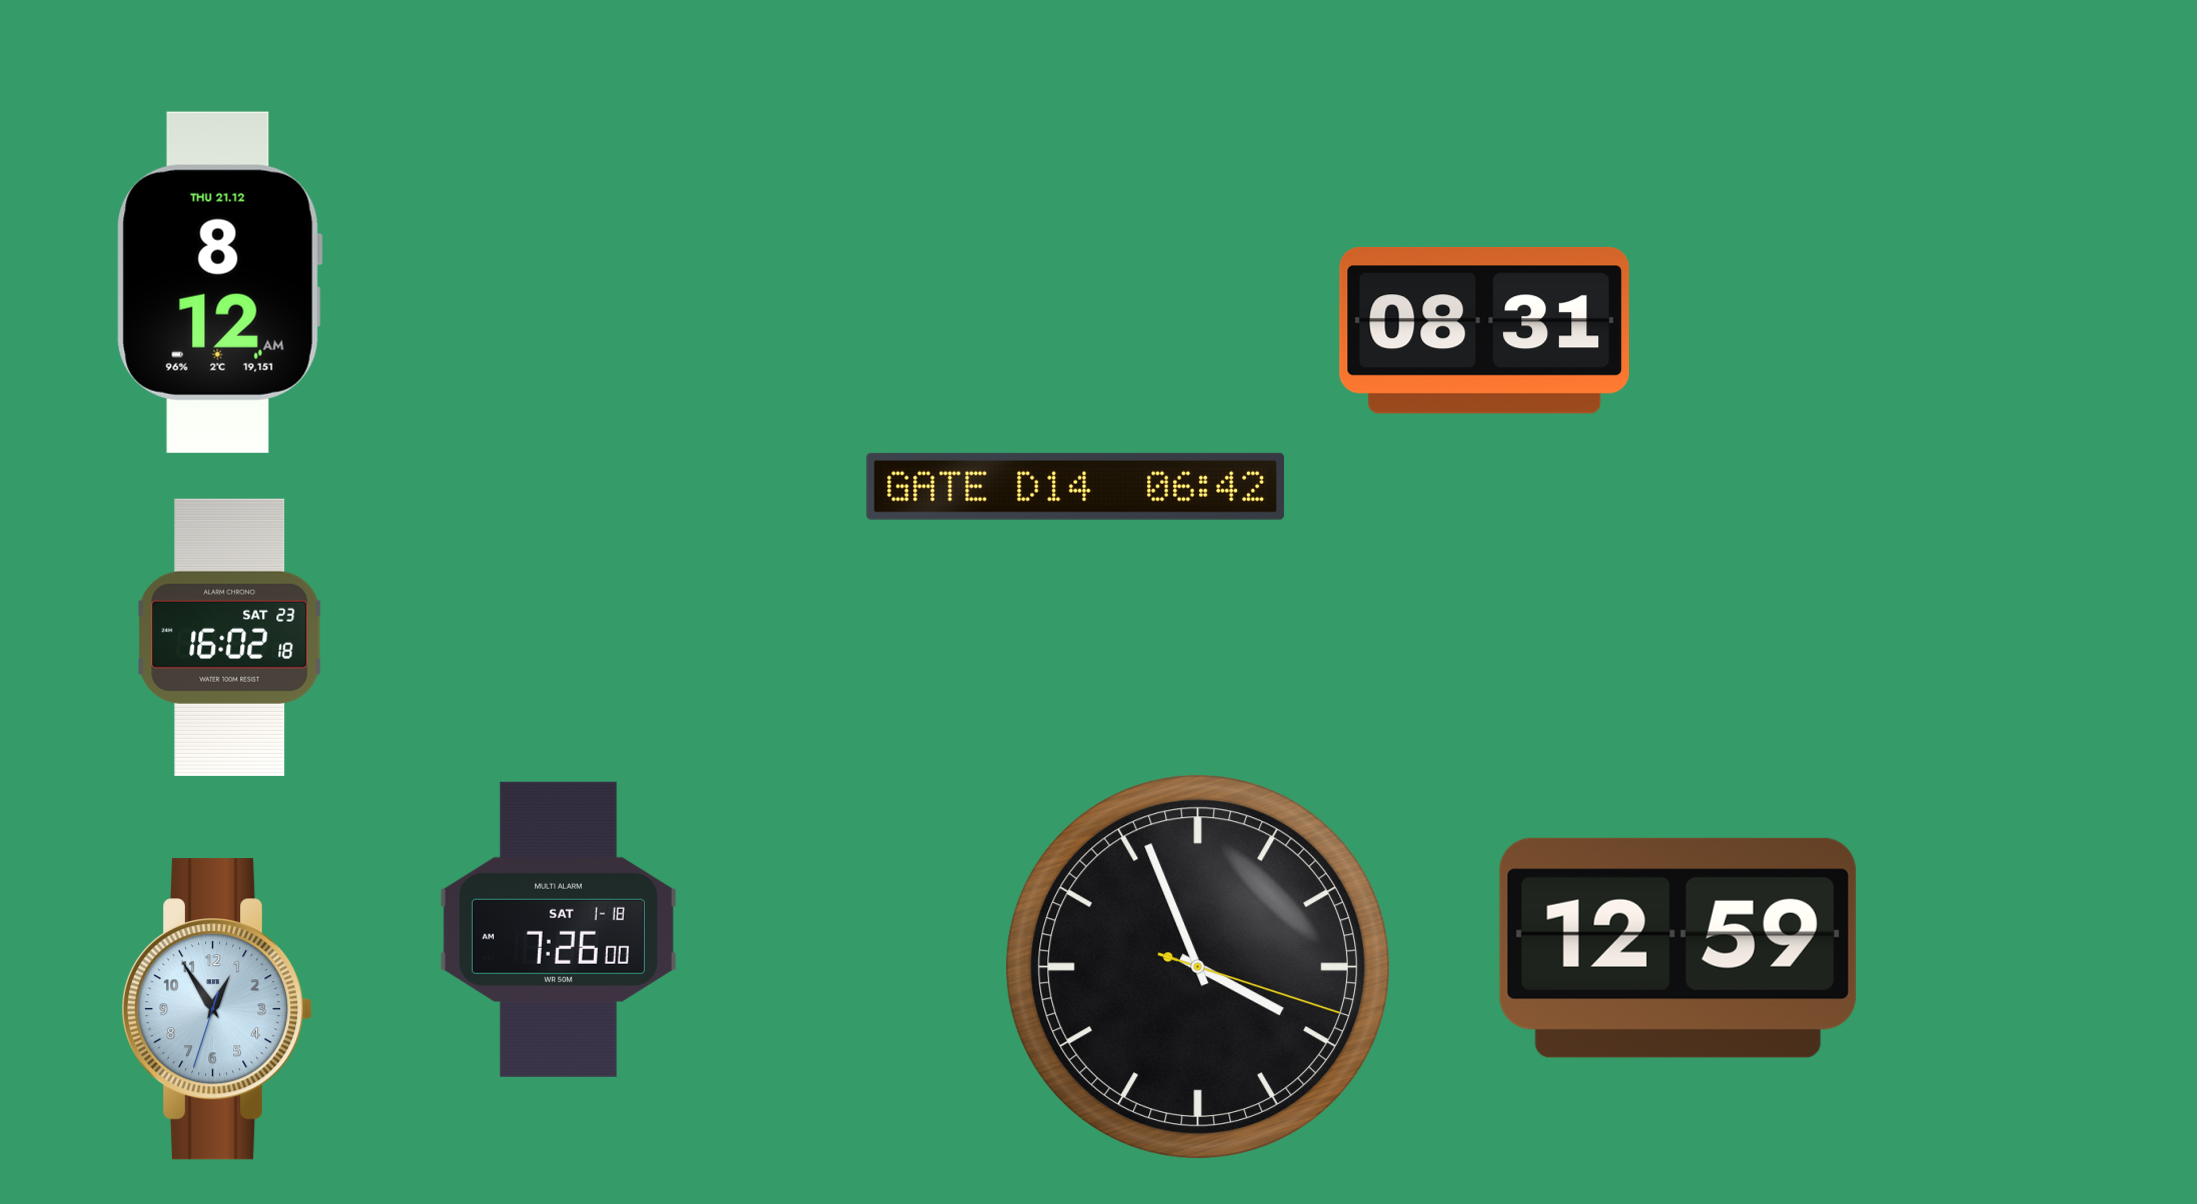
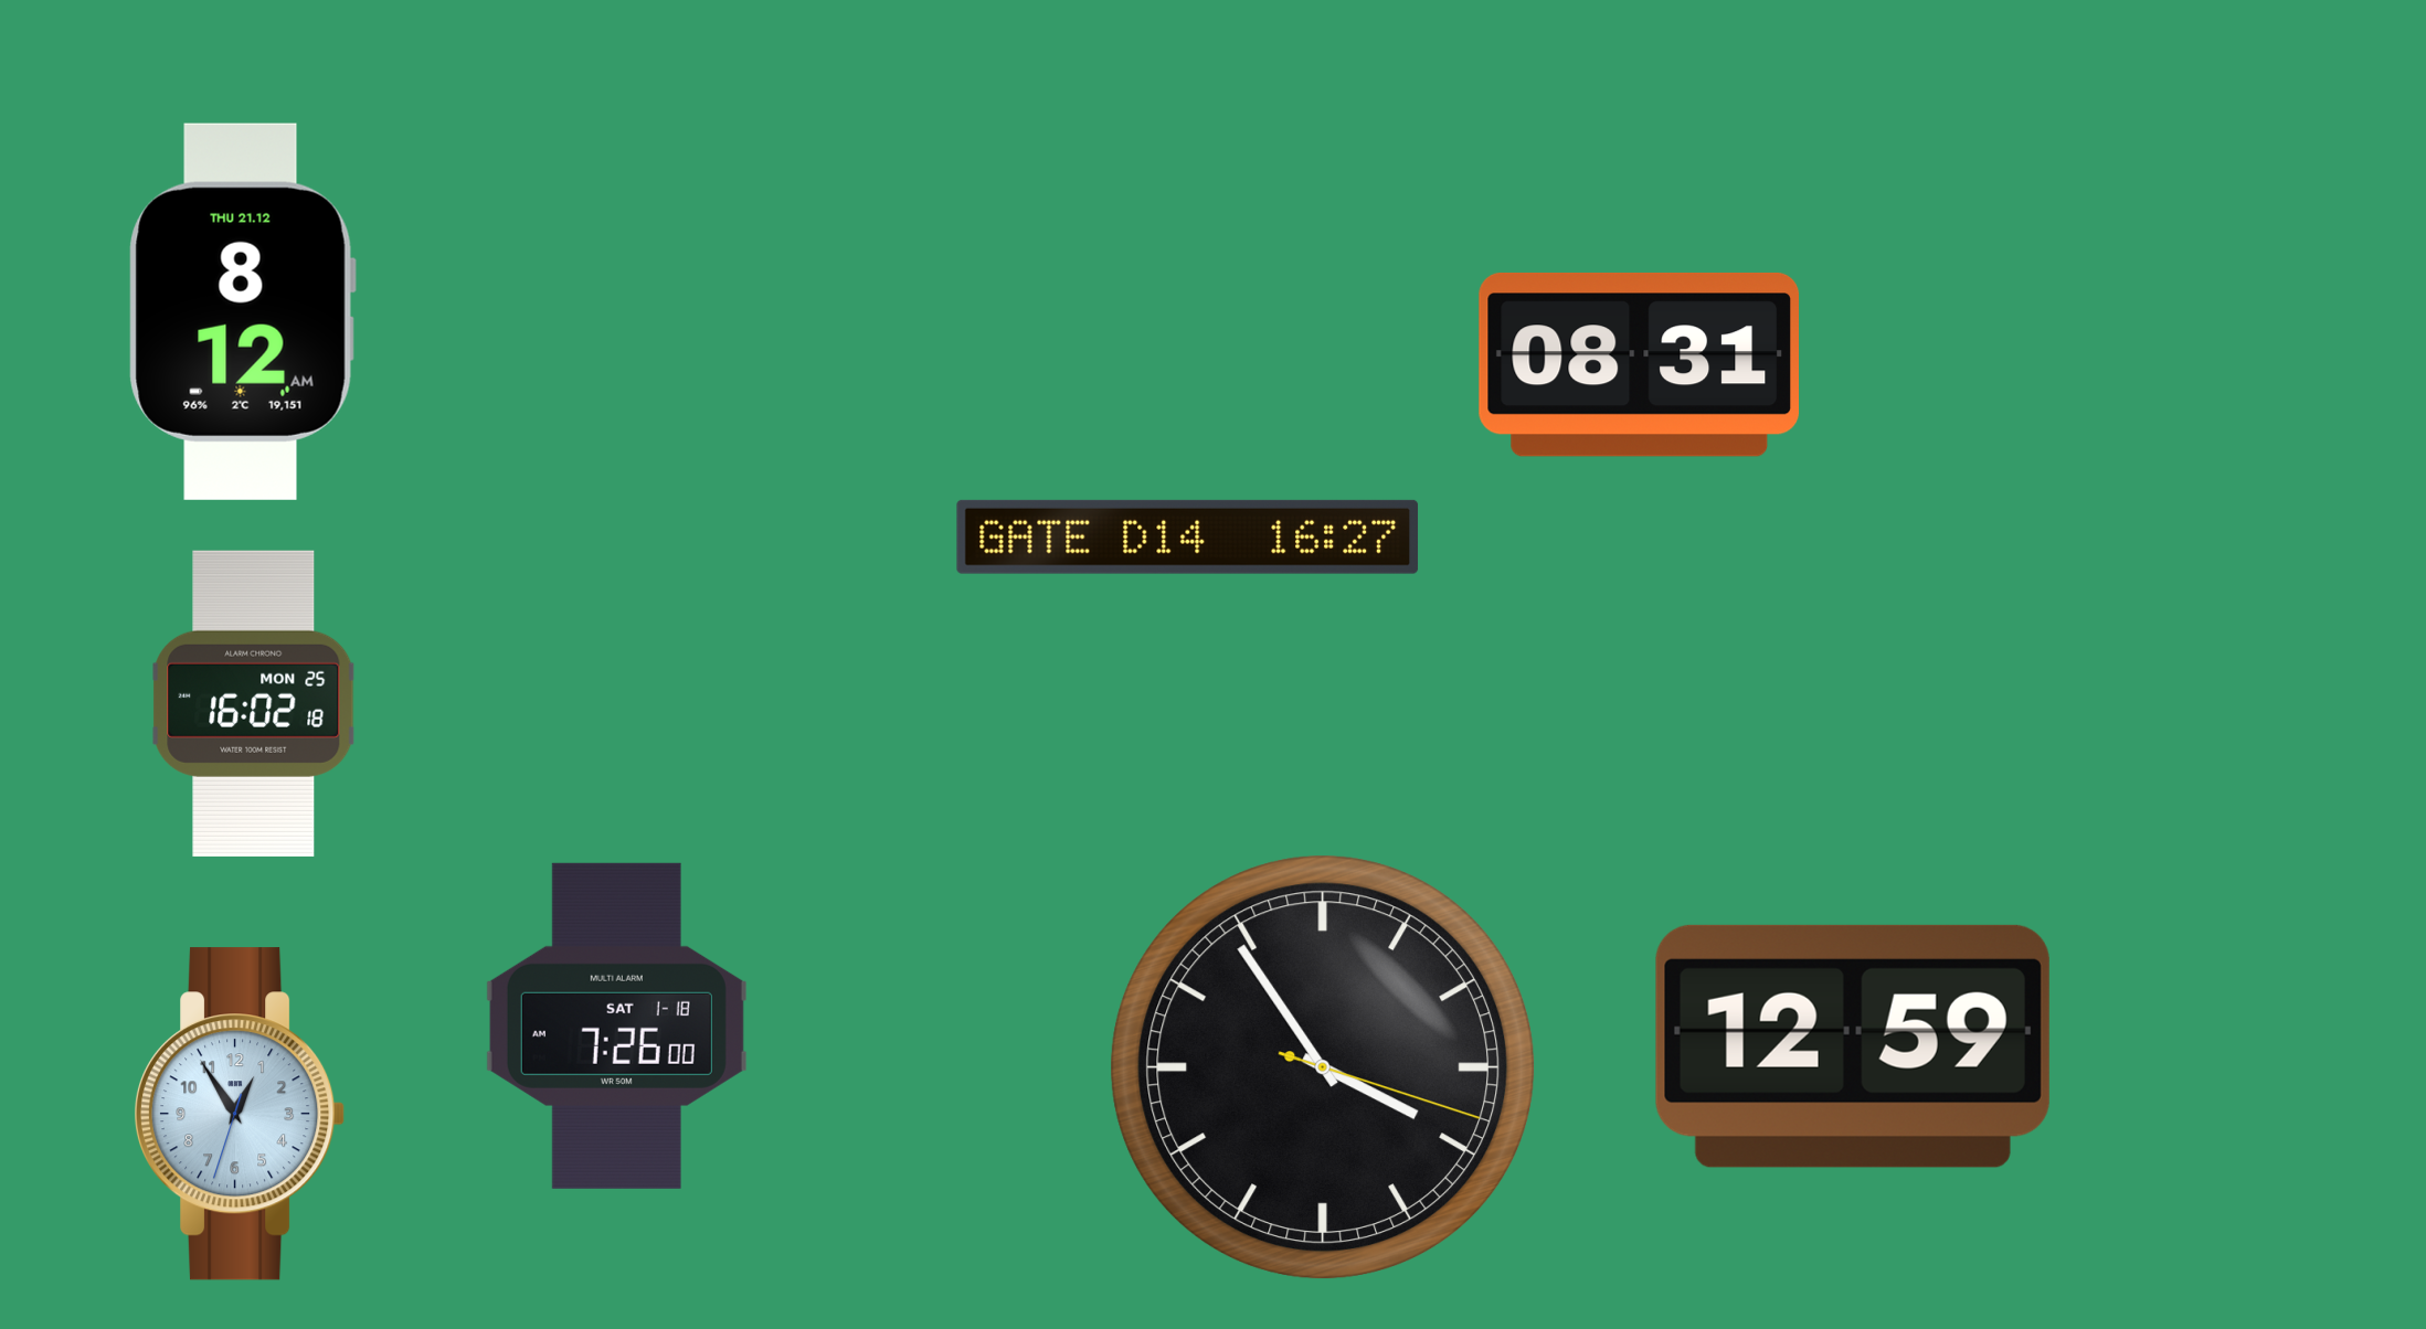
clock at (1076, 486): 06:42 -> 16:27
clock at (230, 637) date: SAT 23 -> MON 25
clock at (1197, 966): 3:56 -> 3:54
